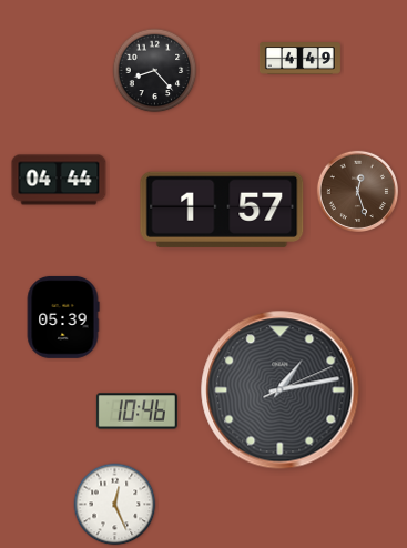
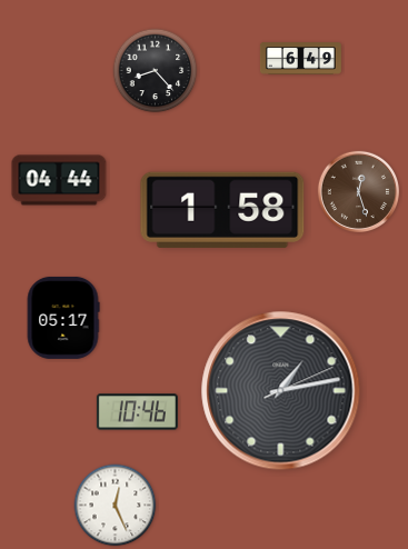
clock at (299, 59): 4:49 -> 6:49
clock at (222, 210): 1:57 -> 1:58
clock at (63, 317): 05:39 -> 05:17
